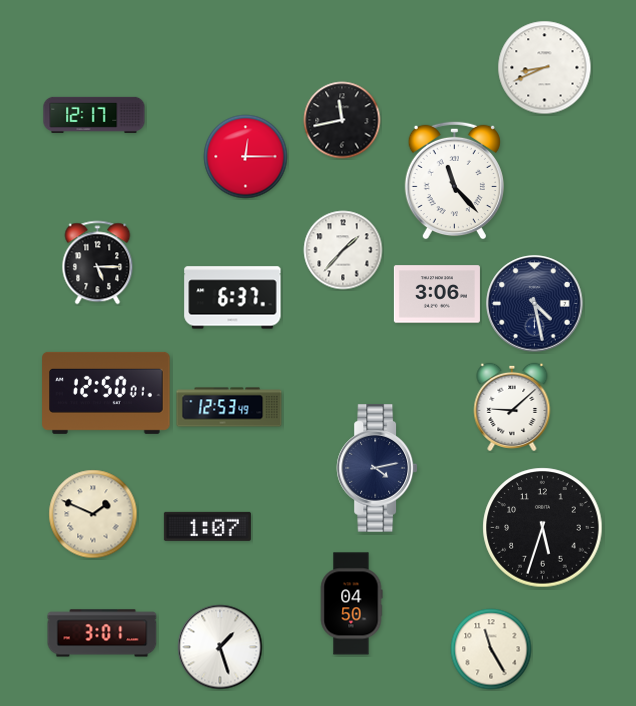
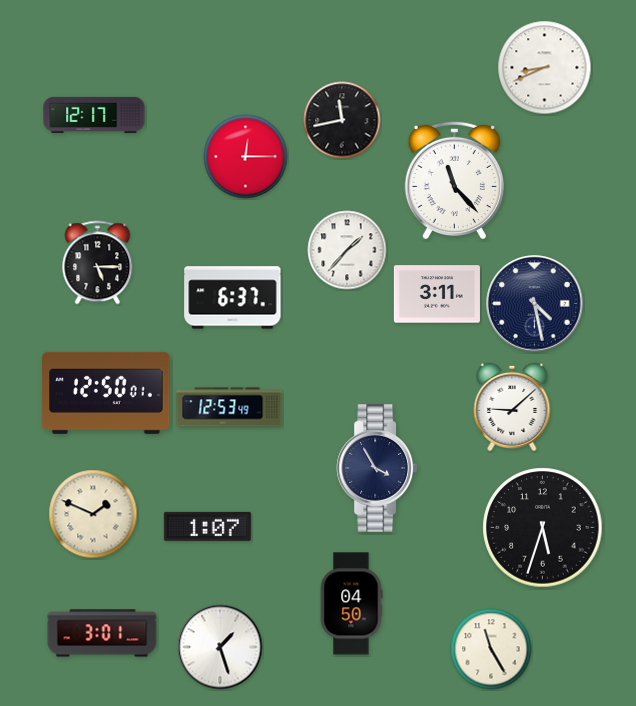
clock at (343, 250) position: (343, 250) -> (347, 250)
clock at (437, 294): 3:06 -> 3:11
clock at (376, 468): 4:13 -> 3:55
